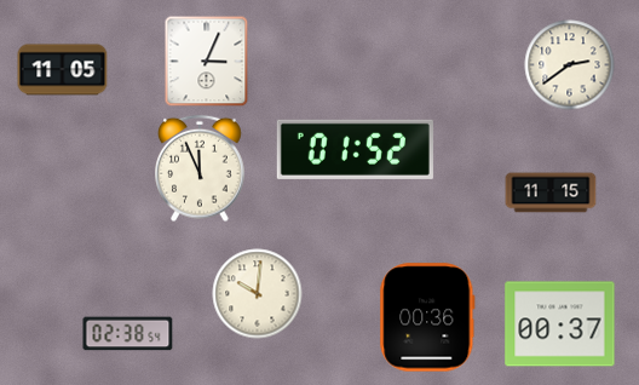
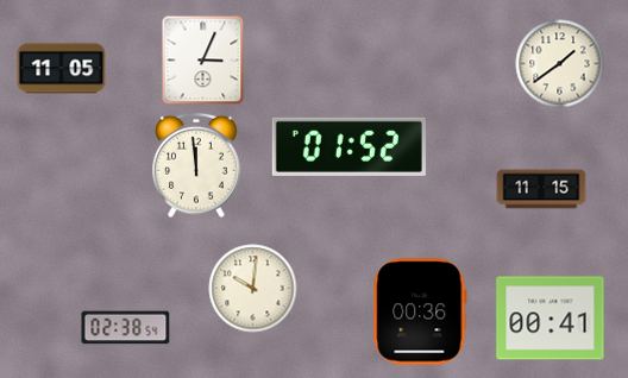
clock at (570, 65): 2:39 -> 1:39
clock at (200, 168): 11:56 -> 11:59
clock at (560, 324): 00:37 -> 00:41
